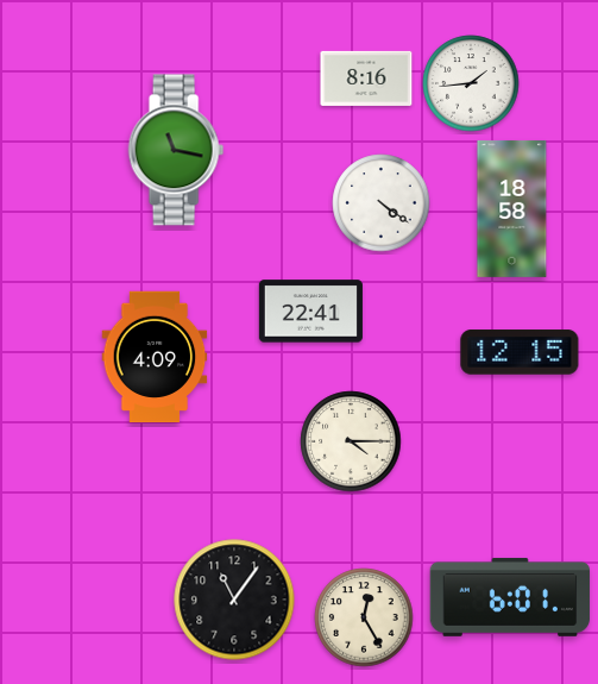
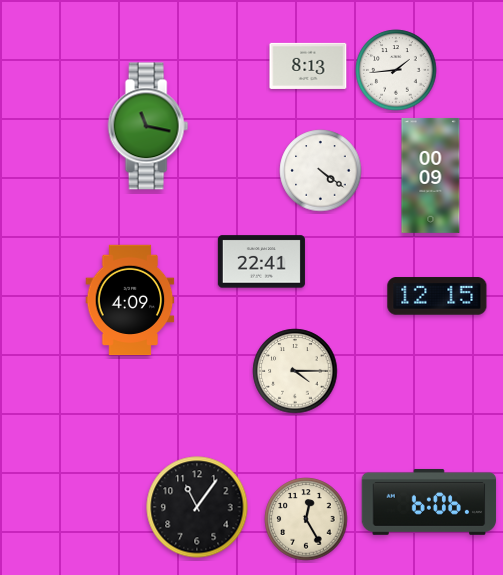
clock at (366, 79): 8:16 -> 8:13
clock at (512, 208): 18:58 -> 00:09
clock at (510, 597): 6:01 -> 6:06
clock at (234, 600) position: (234, 600) -> (197, 507)
